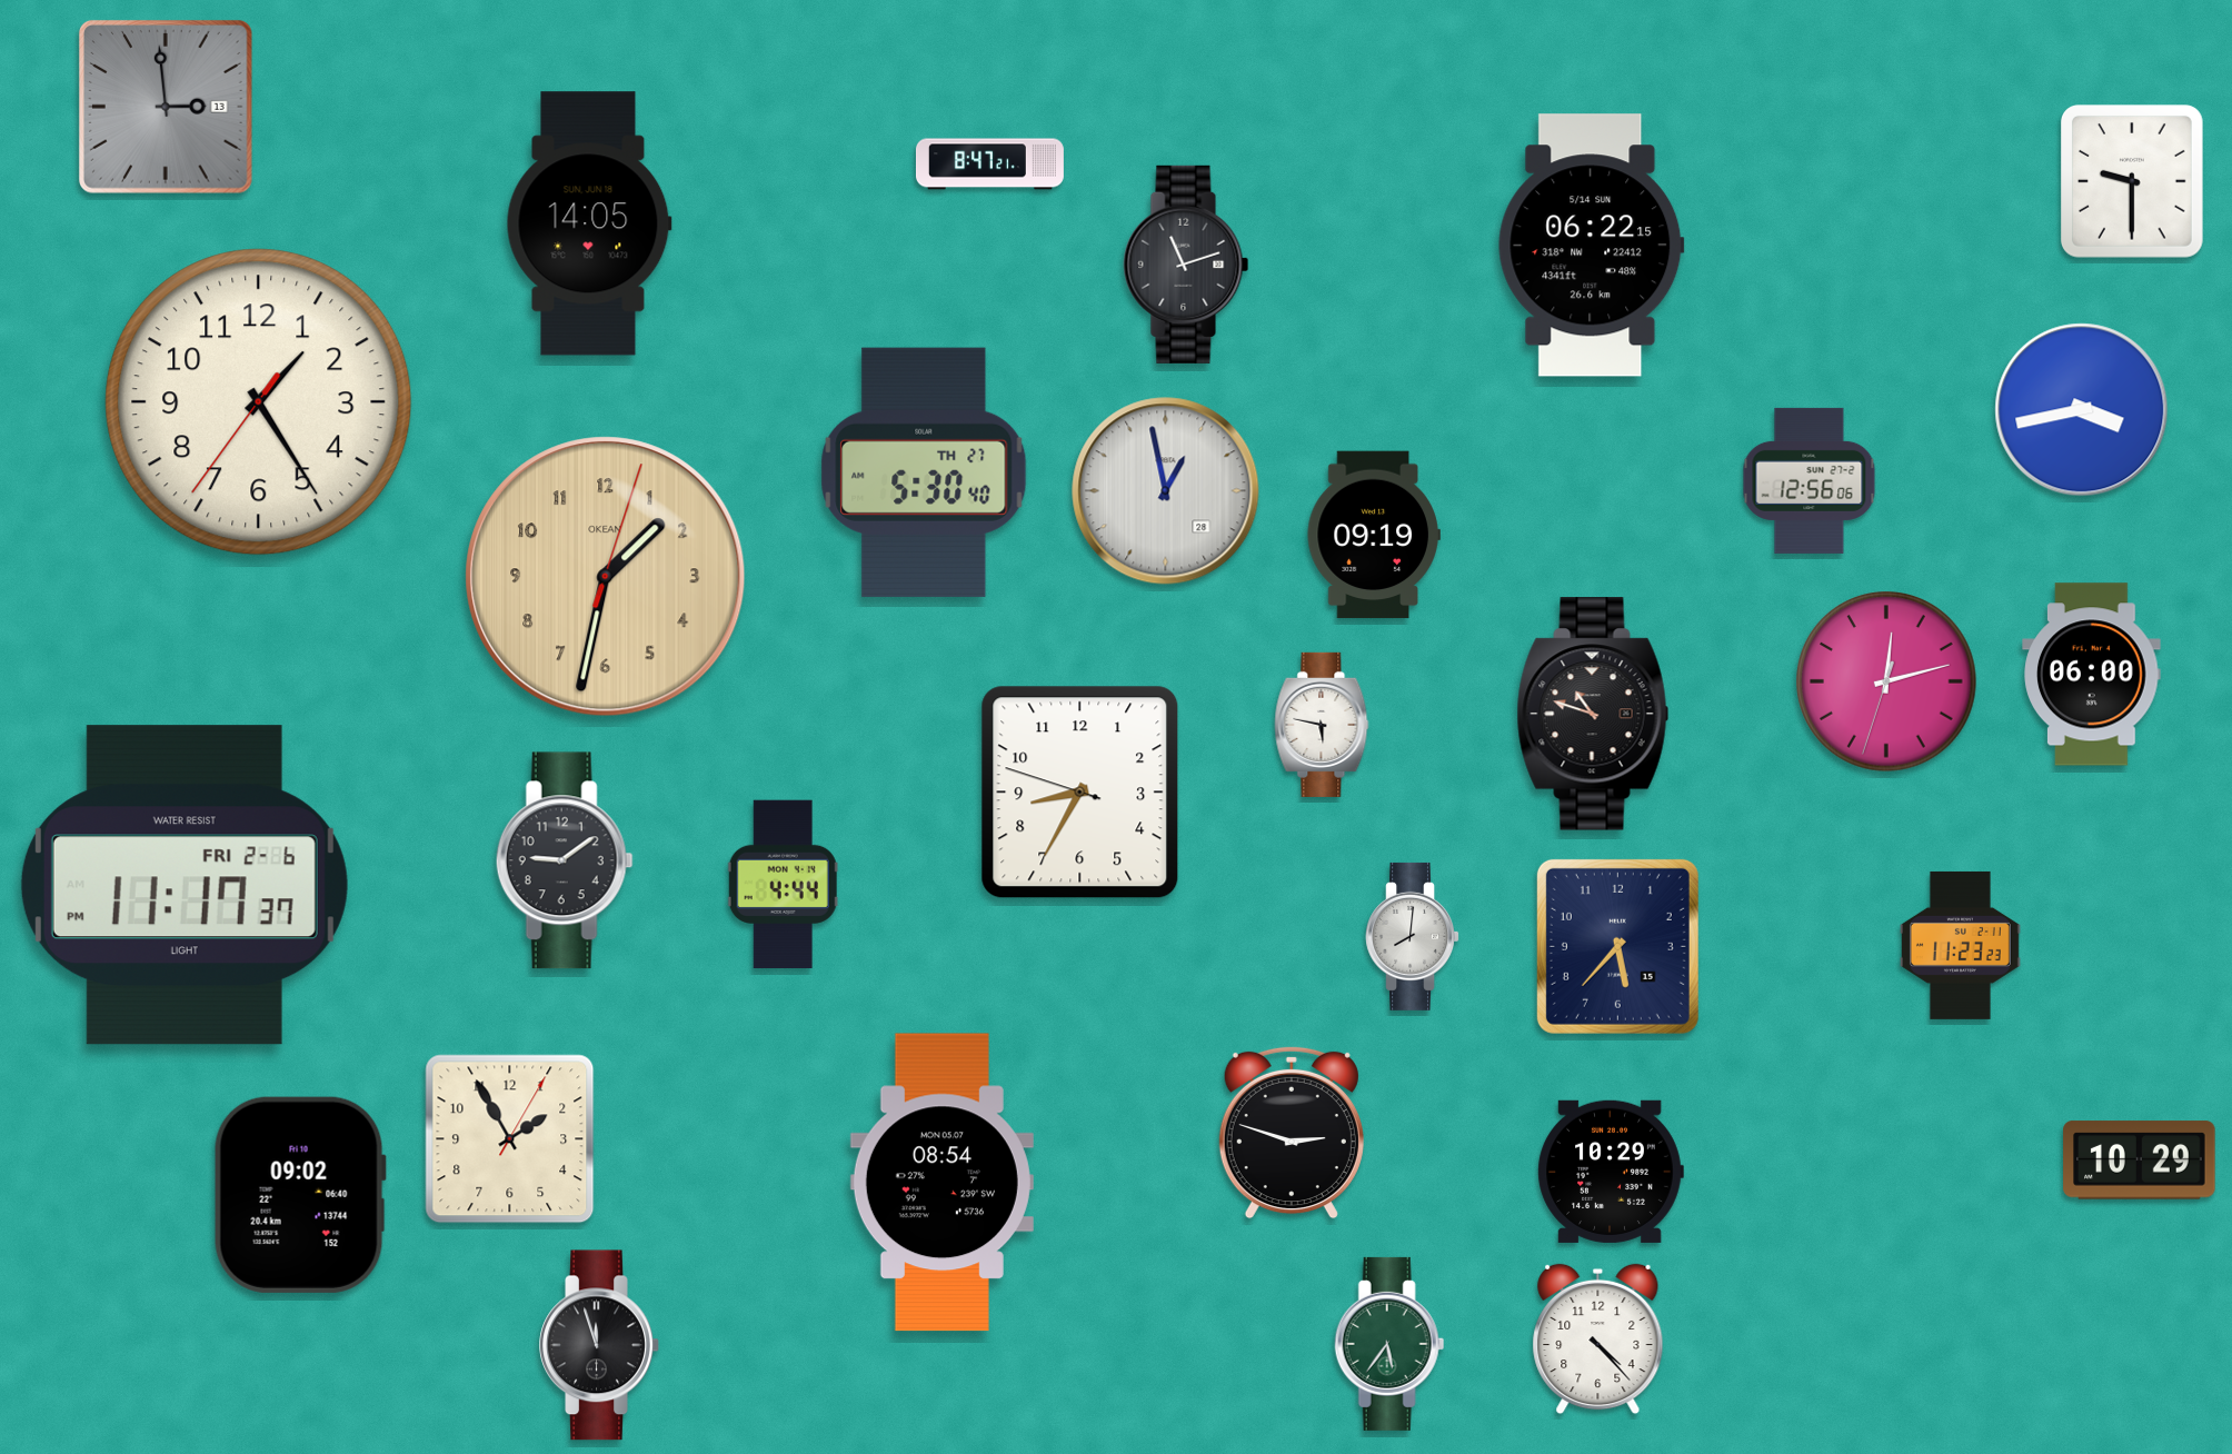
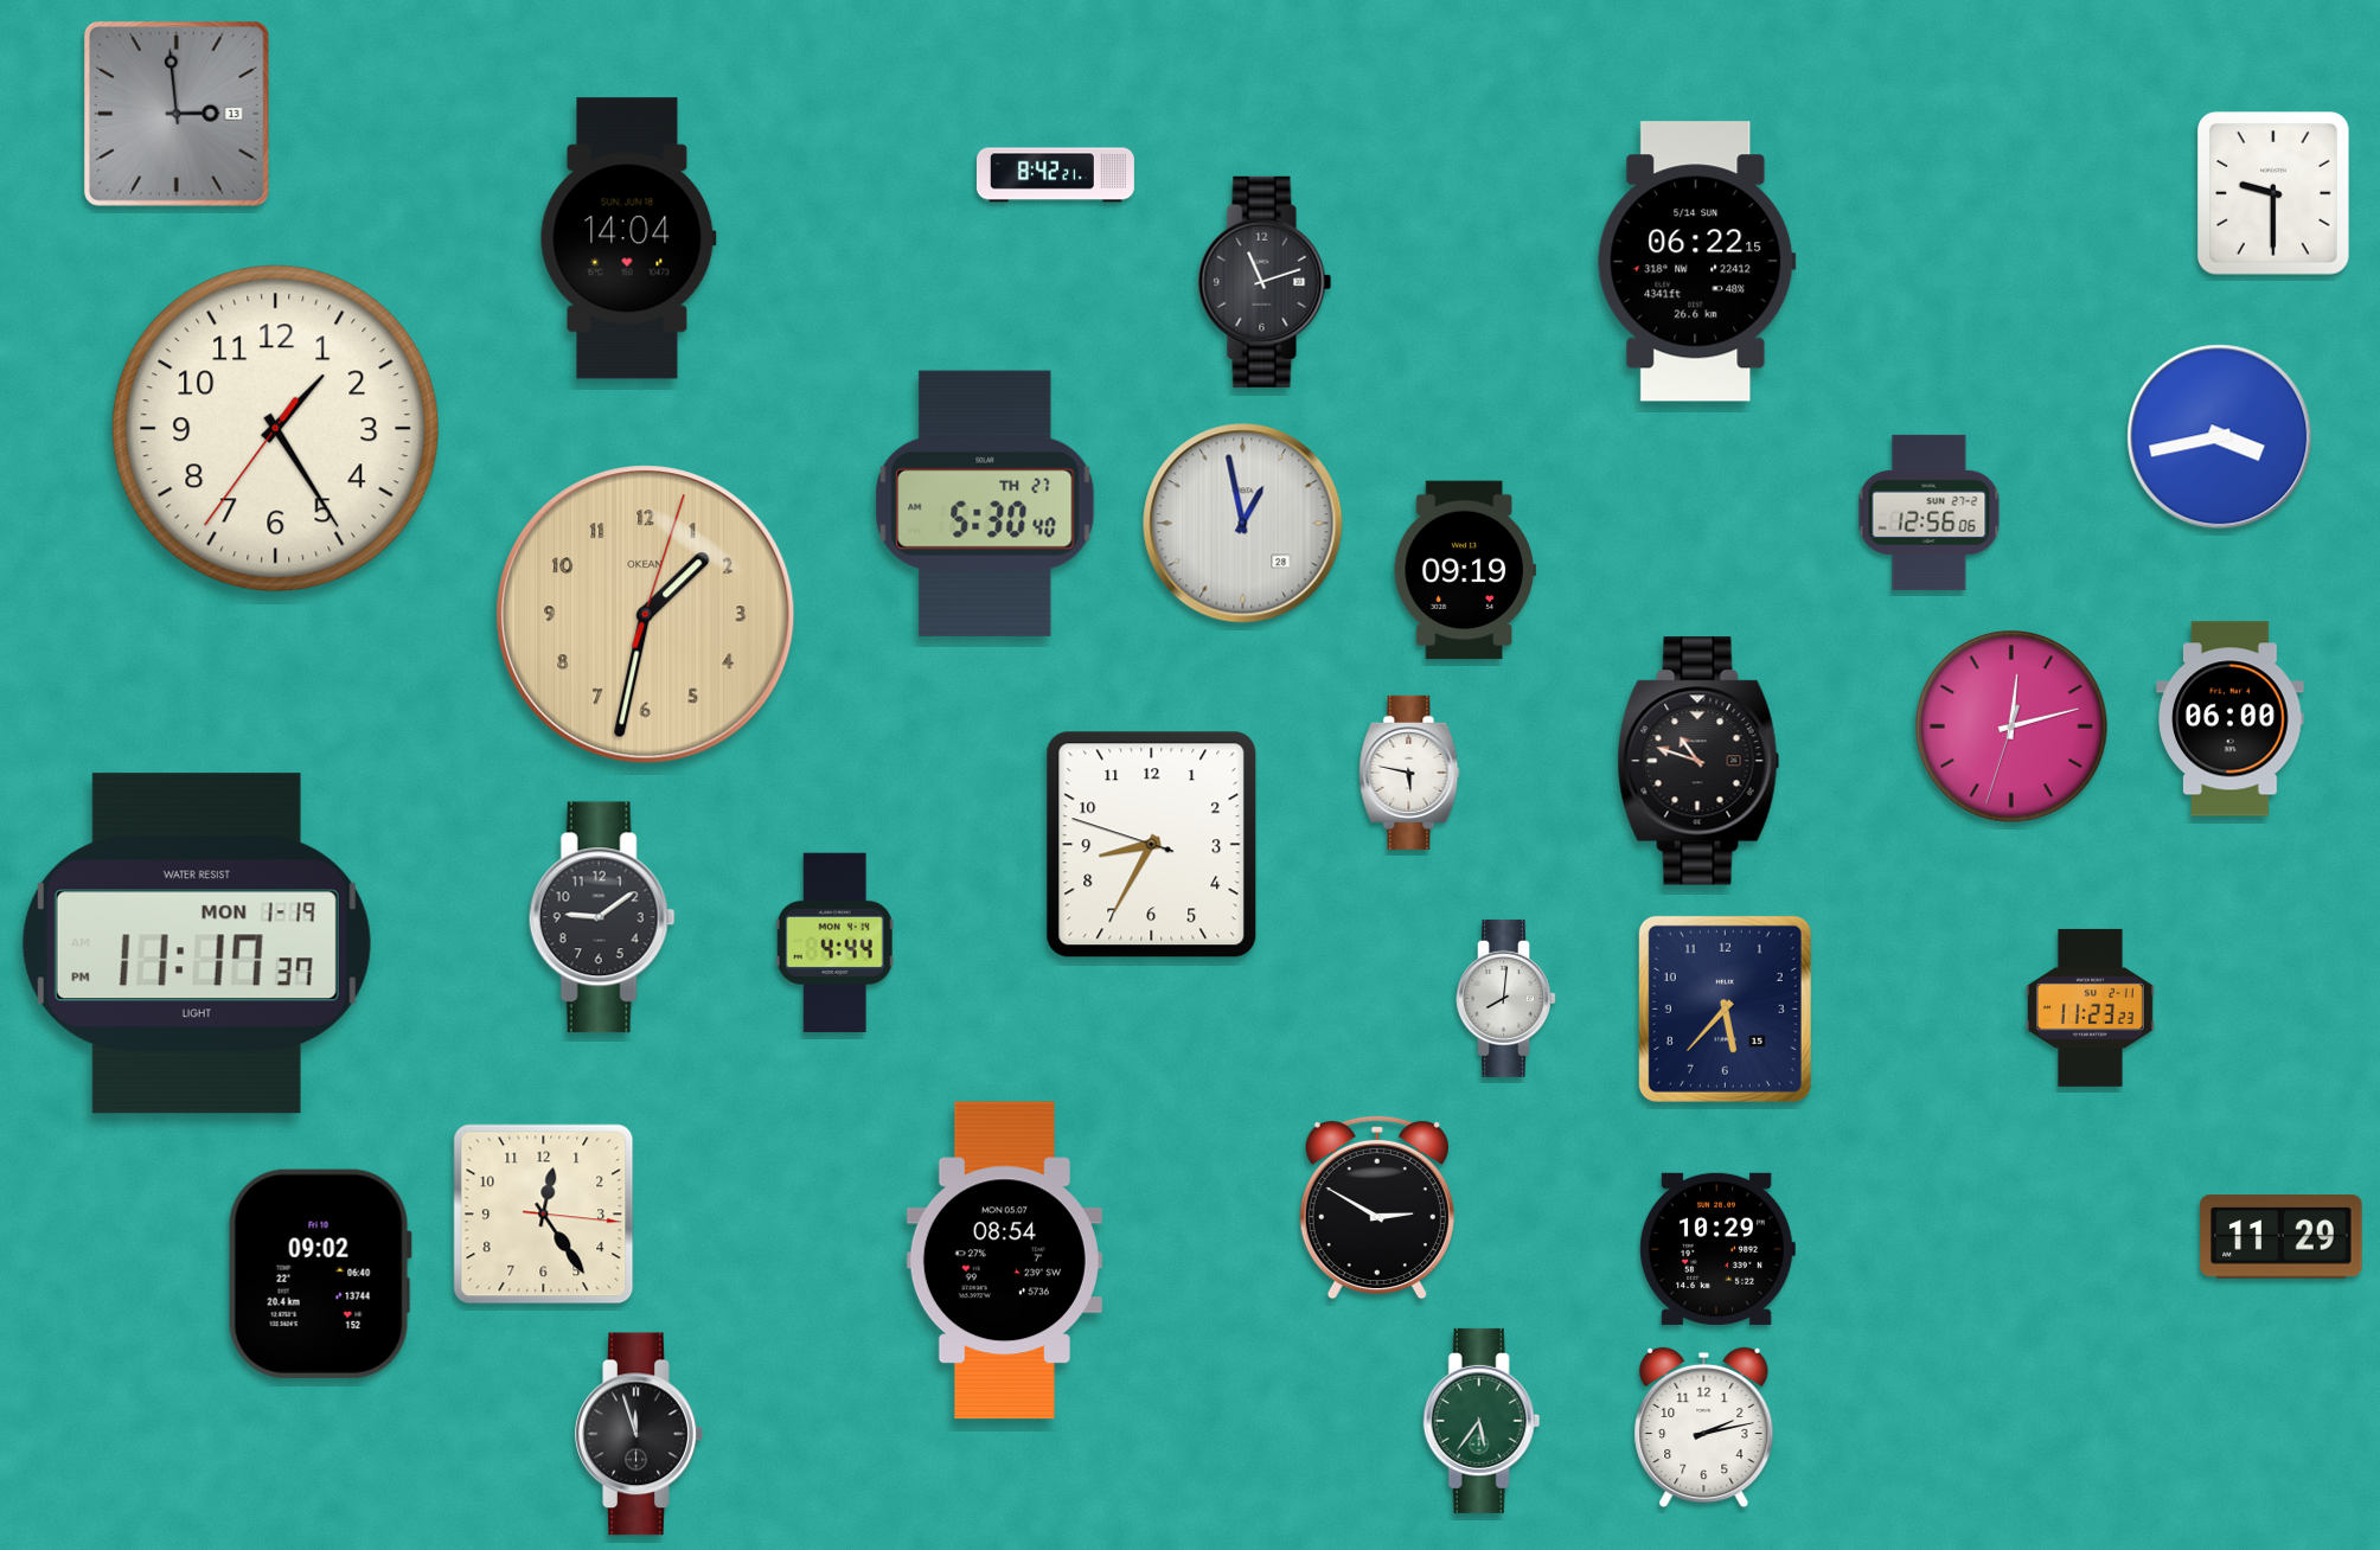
clock at (989, 165): 8:47 -> 8:42
clock at (589, 223): 14:05 -> 14:04
clock at (185, 885) date: FRI 2-6 -> MON 1-19
clock at (1292, 1133): 2:48 -> 2:50
clock at (510, 1139): 1:55 -> 12:24
clock at (2140, 1161): 10:29 -> 11:29
clock at (1598, 1340): 4:23 -> 2:13
clock at (1389, 1344) position: (1389, 1344) -> (1482, 1421)
